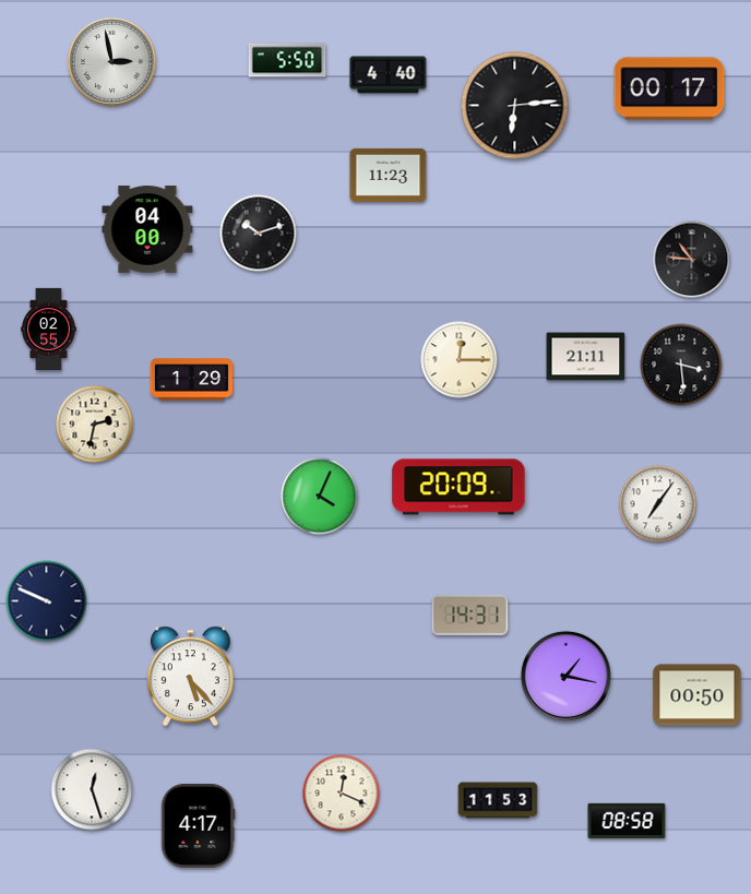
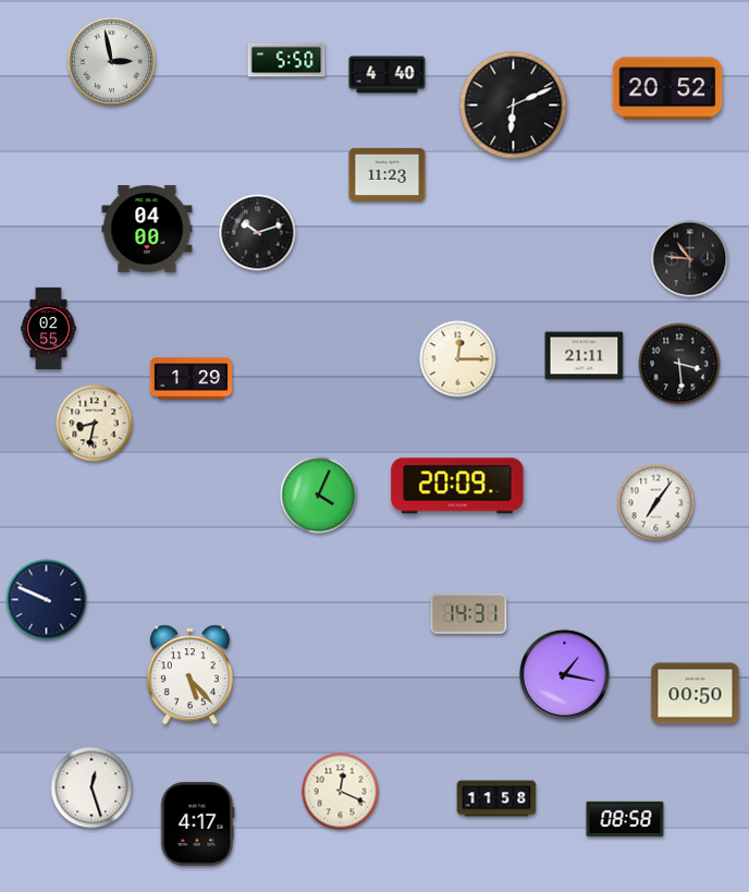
clock at (669, 88): 00:17 -> 20:52
clock at (515, 106): 6:14 -> 6:11
clock at (95, 425): 2:32 -> 8:32
clock at (498, 800): 11:53 -> 11:58
